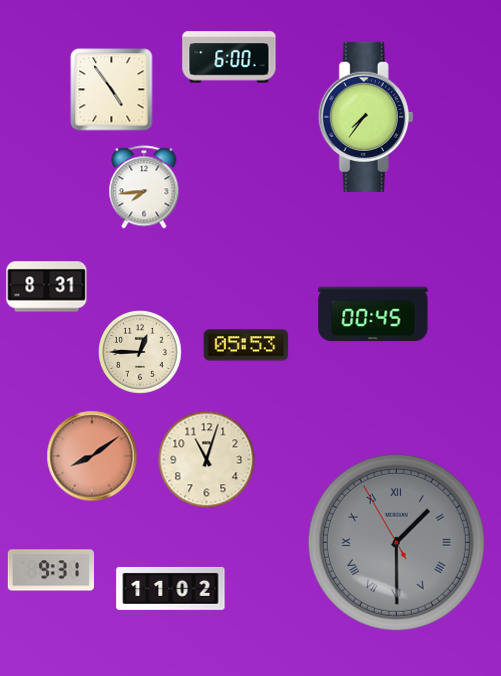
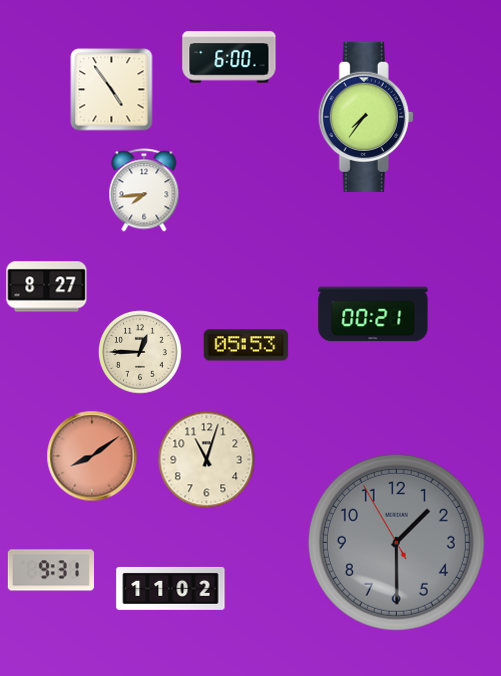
clock at (144, 187) position: (144, 187) -> (144, 190)
clock at (47, 287): 8:31 -> 8:27
clock at (373, 314): 00:45 -> 00:21
clock at (396, 542) numerals: Roman -> Arabic
